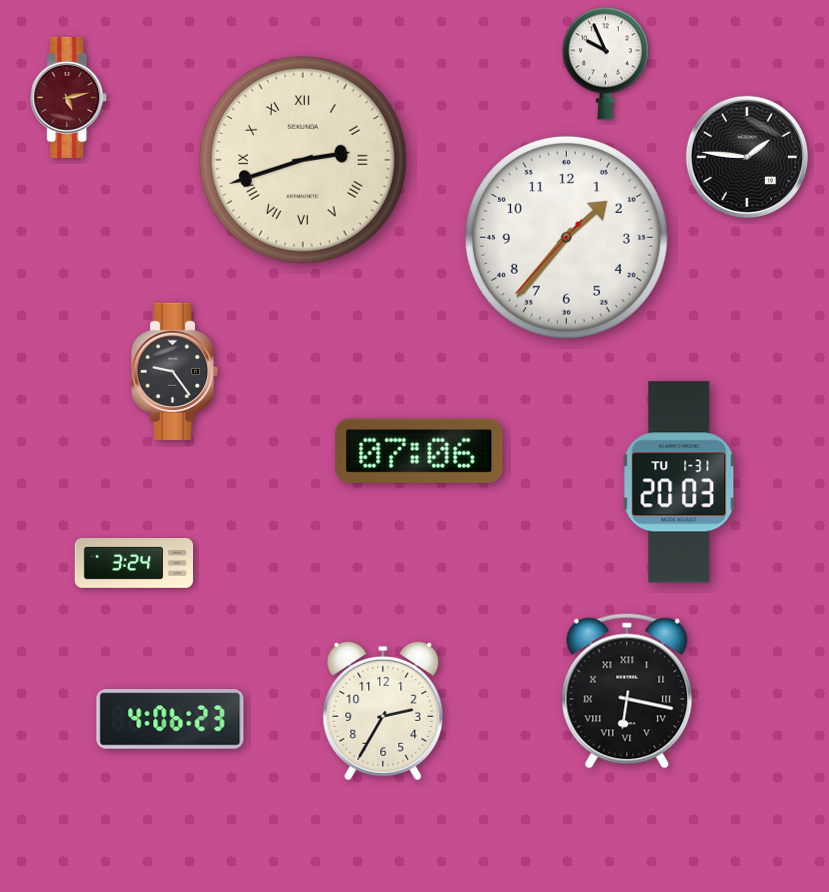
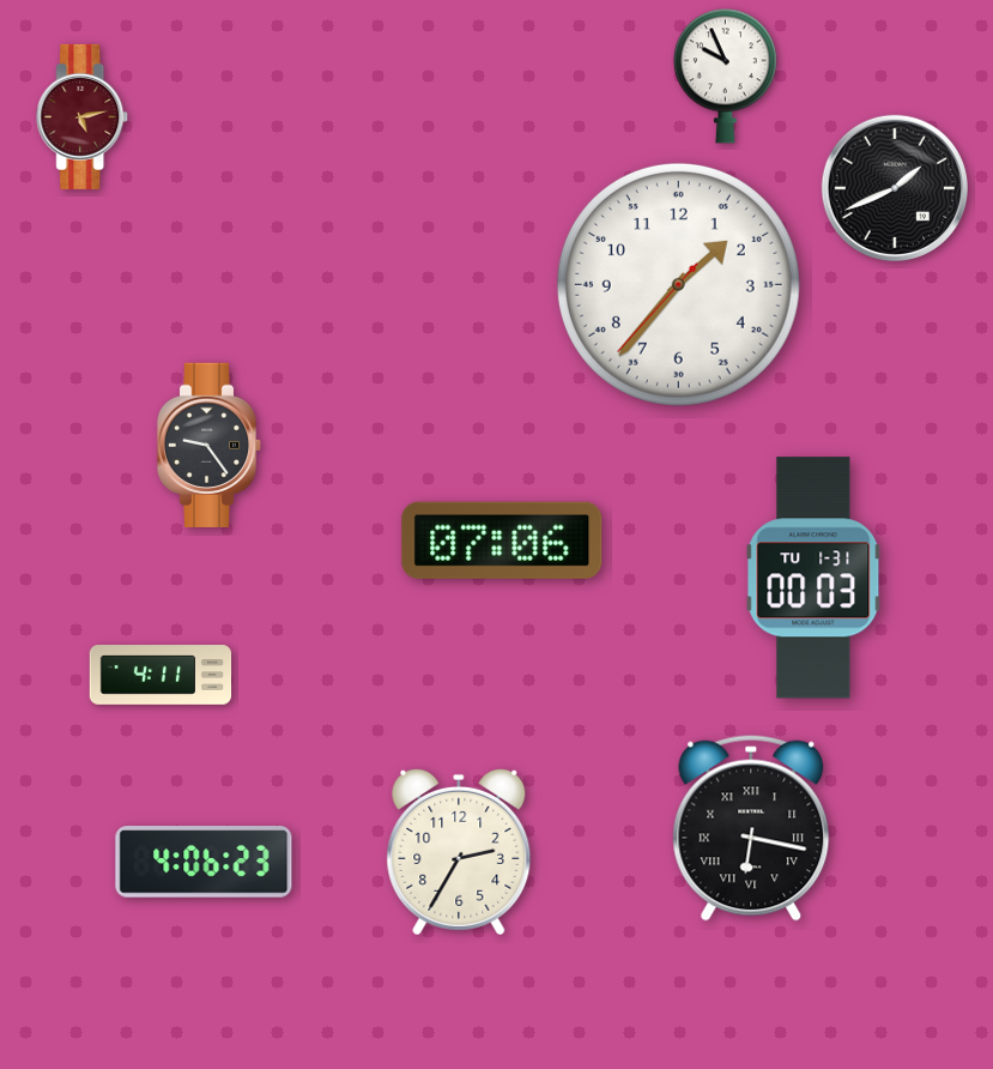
clock at (747, 157): 1:46 -> 1:41
clock at (303, 160): 2:42 -> none
clock at (679, 482): 20:03 -> 00:03
clock at (134, 563): 3:24 -> 4:11
